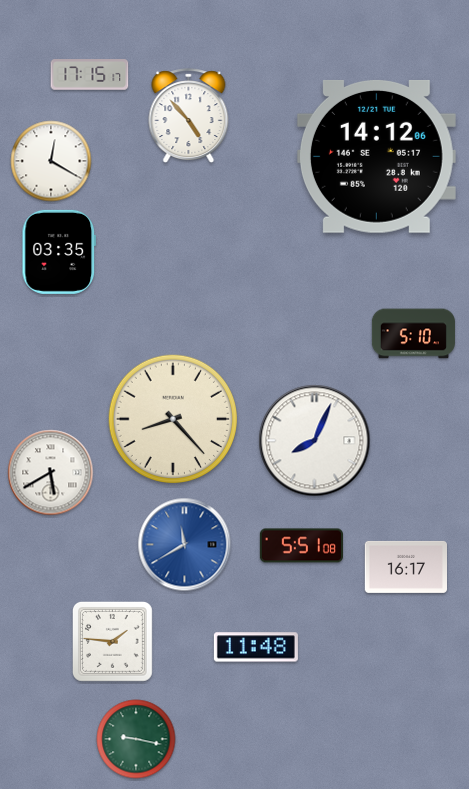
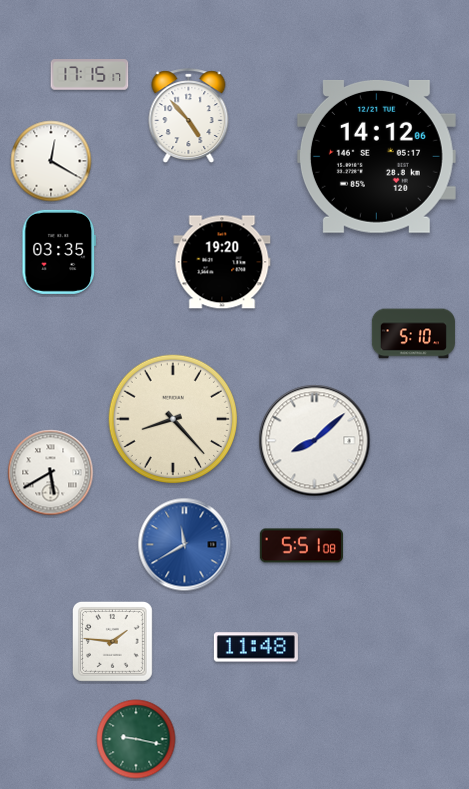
clock at (222, 262): none -> 19:20
clock at (315, 441): 8:04 -> 8:08
clock at (405, 567): 16:17 -> none
